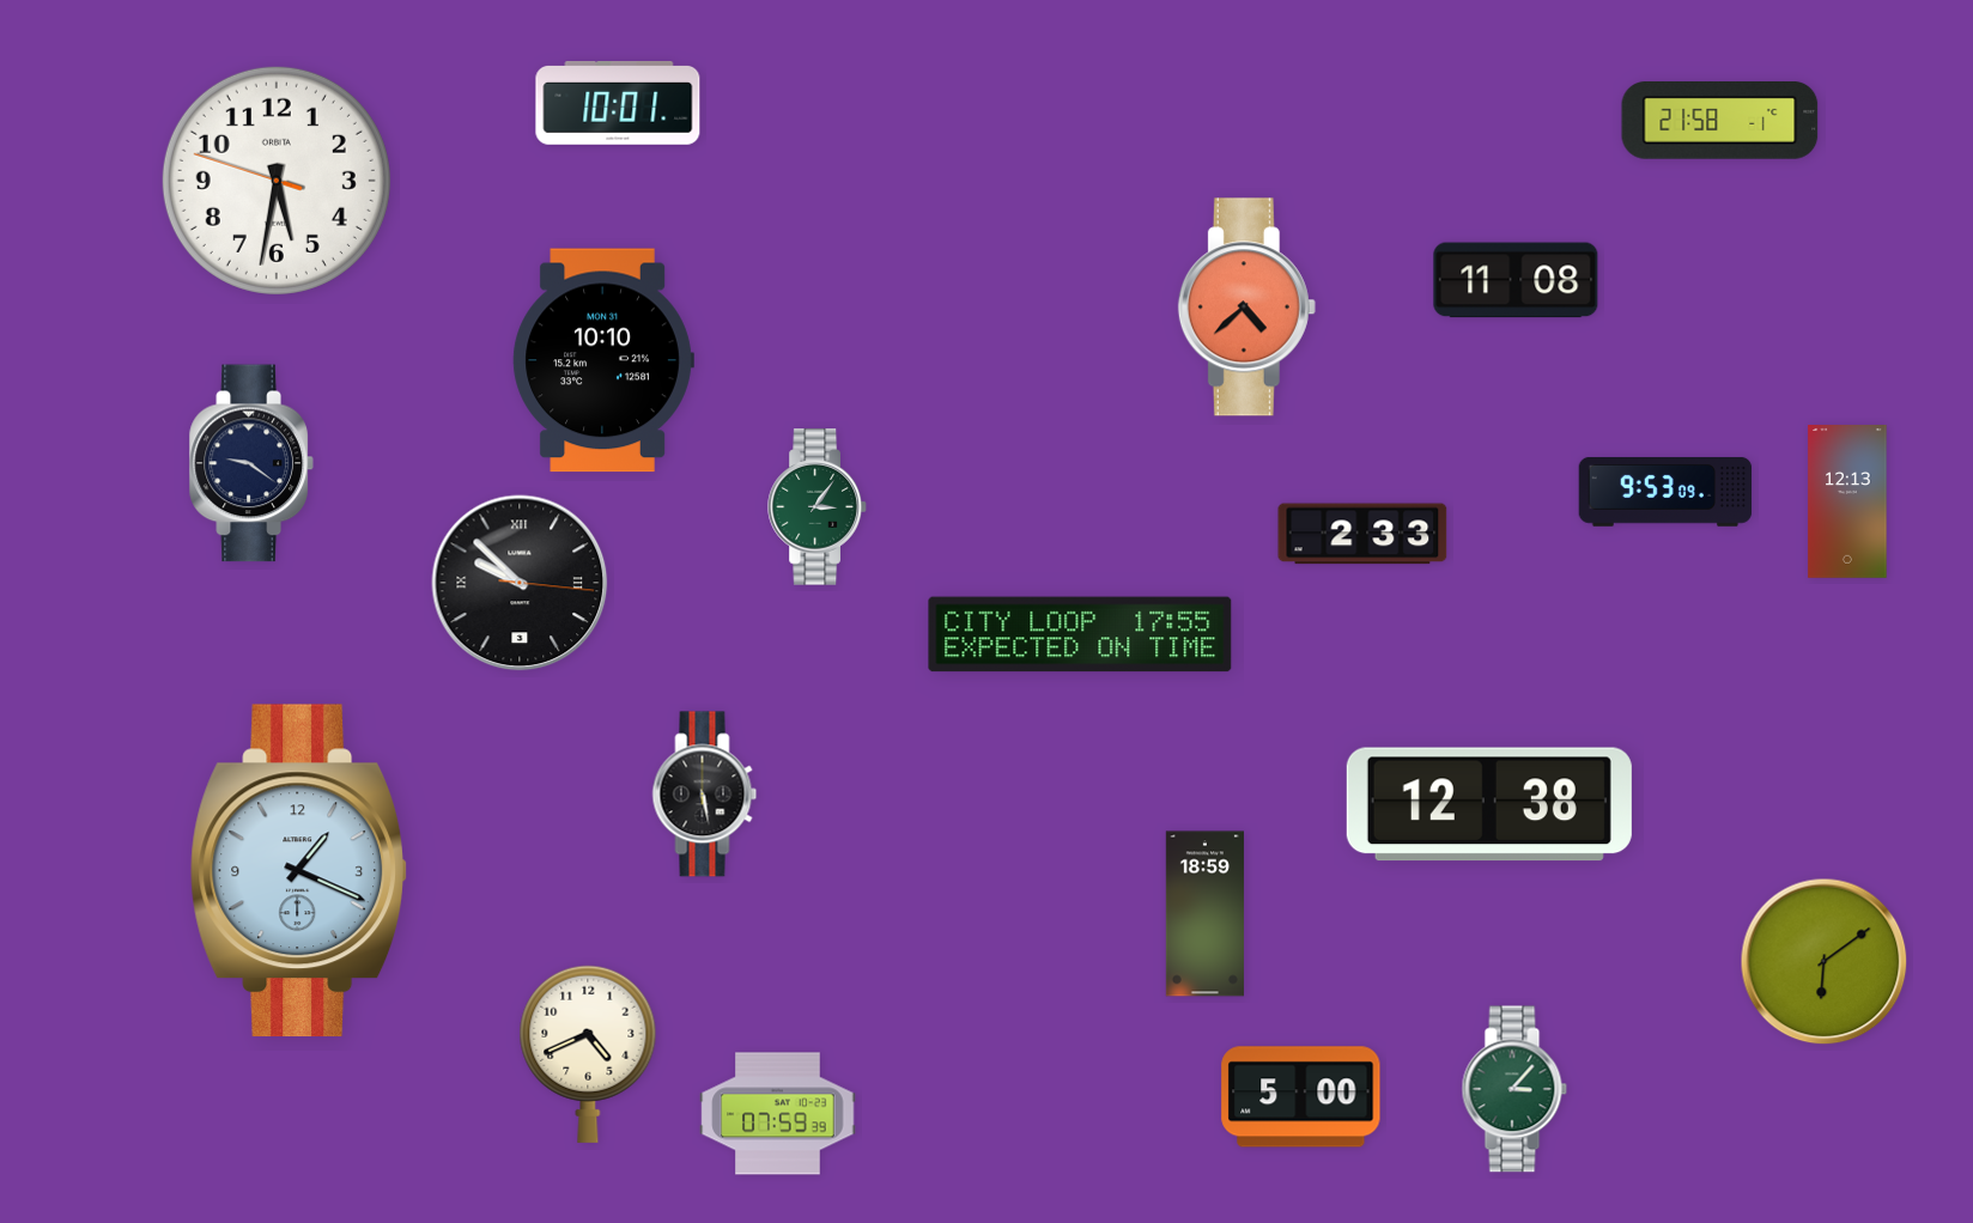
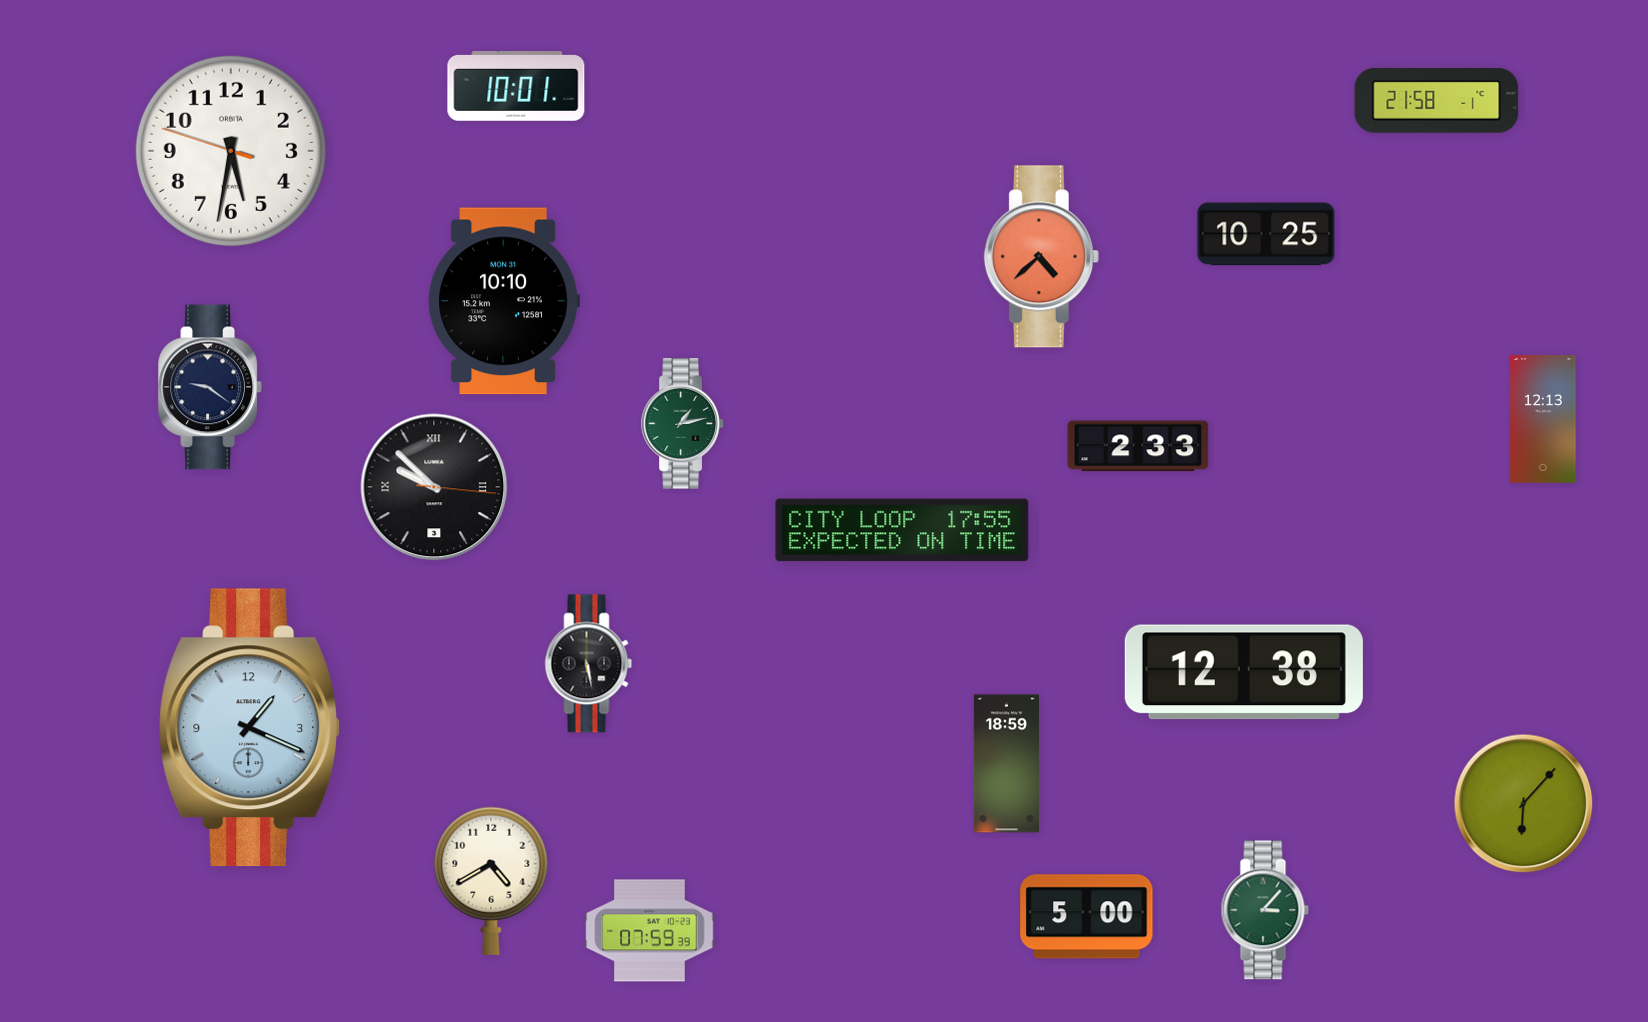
clock at (1516, 280): 11:08 -> 10:25
clock at (1665, 492): 9:53 -> none
clock at (818, 507): 3:06 -> 1:13
clock at (1825, 962): 6:09 -> 6:07
clock at (588, 1054): 4:41 -> 4:40
